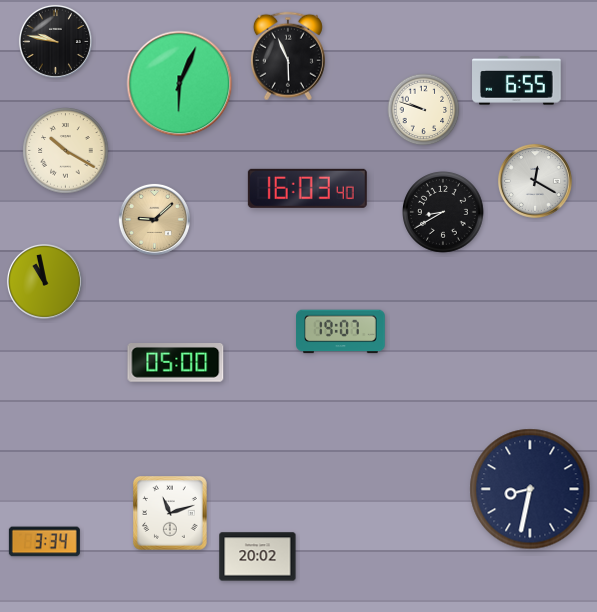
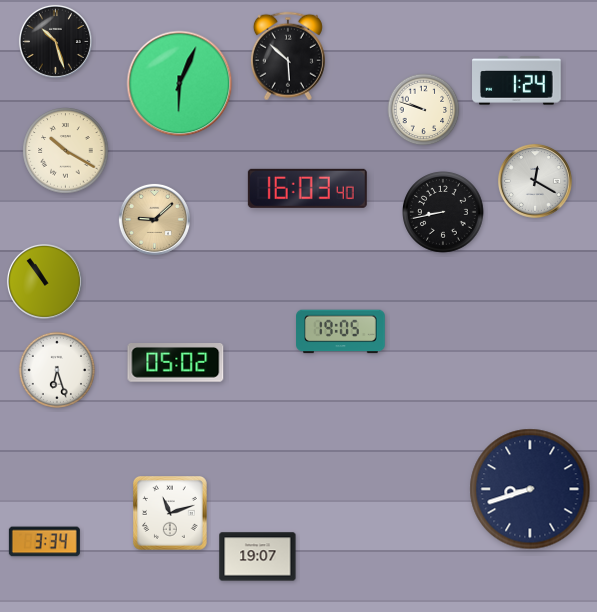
clock at (55, 41): 9:47 -> 10:27
clock at (288, 56): 5:56 -> 5:52
clock at (517, 81): 6:55 -> 1:24
clock at (443, 212): 8:40 -> 8:43
clock at (44, 281): 10:58 -> 10:54
clock at (341, 332): 19:07 -> 19:05
clock at (176, 363): 05:00 -> 05:02
clock at (56, 369): none -> 6:27
clock at (530, 489): 8:32 -> 8:42
clock at (258, 557): 20:02 -> 19:07
